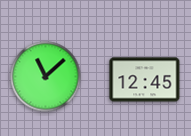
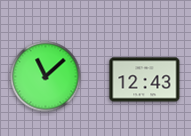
clock at (145, 80): 12:45 -> 12:43
